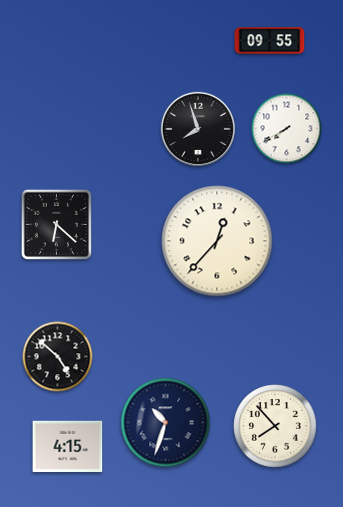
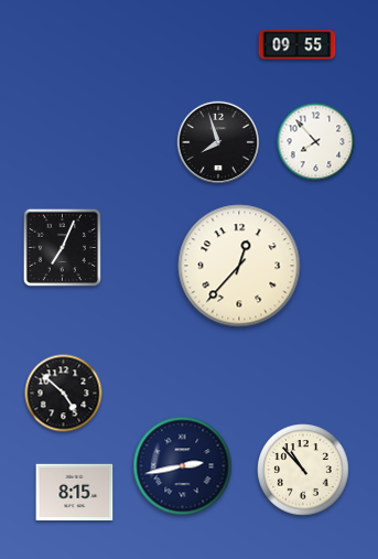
clock at (287, 129): 7:40 -> 7:53
clock at (56, 224): 6:22 -> 7:04
clock at (166, 423): 10:33 -> 2:43
clock at (275, 426): 7:53 -> 10:53
clock at (68, 447): 4:15 -> 8:15
